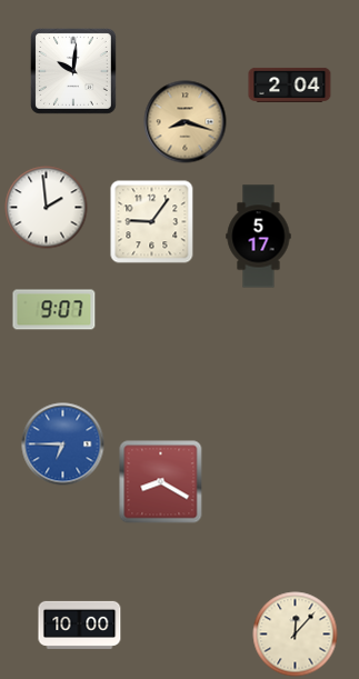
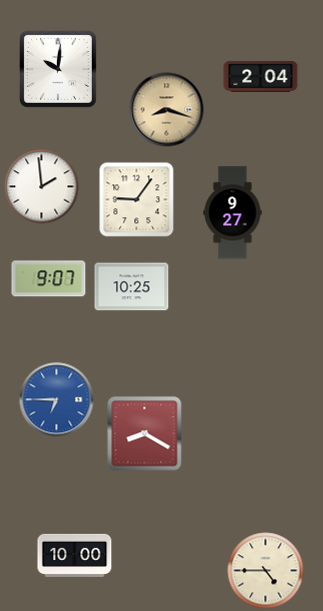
clock at (73, 71) position: (73, 71) -> (58, 69)
clock at (259, 237): 5:17 -> 9:27
clock at (132, 287): none -> 10:25
clock at (80, 625) position: (80, 625) -> (75, 555)
clock at (296, 635): 12:07 -> 4:45
